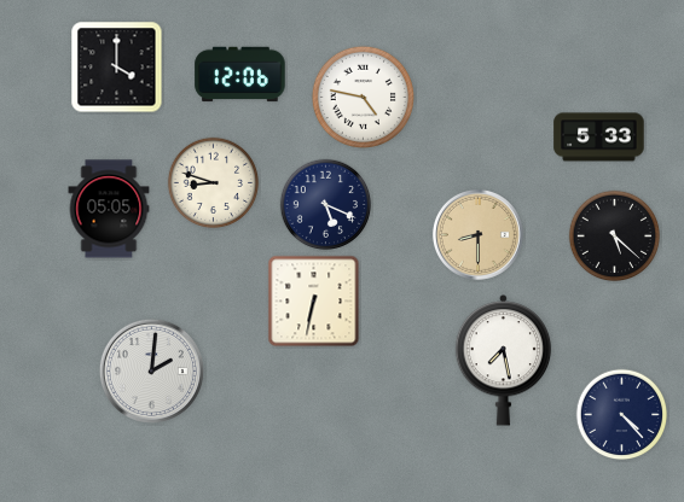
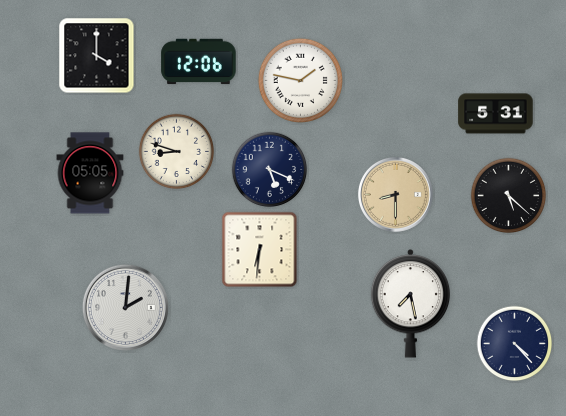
clock at (363, 97): 4:47 -> 1:47
clock at (599, 138): 5:33 -> 5:31
clock at (314, 302): 6:32 -> 6:31
clock at (504, 361) position: (504, 361) -> (411, 304)
